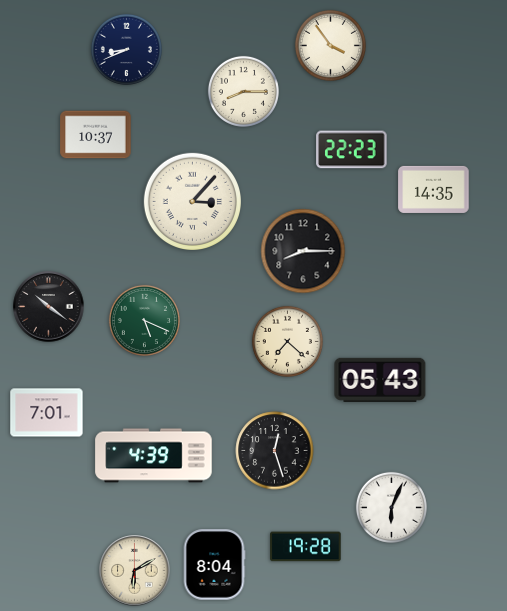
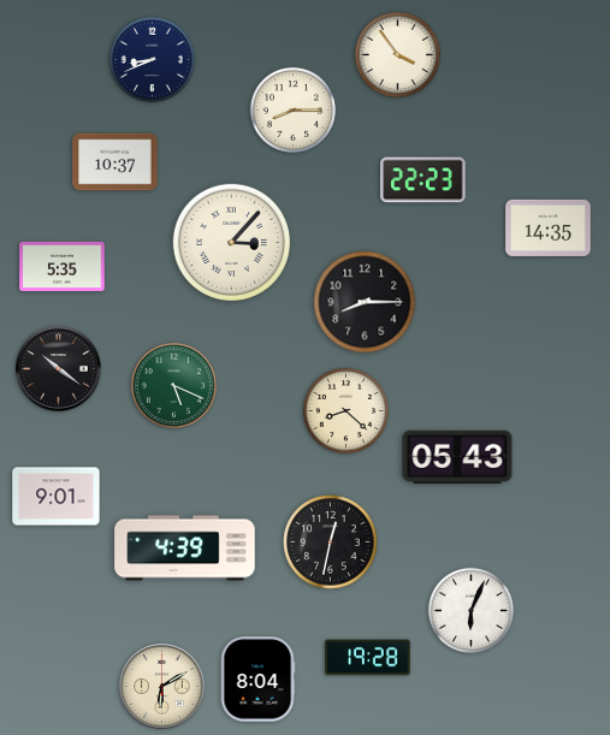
clock at (434, 189) position: (434, 189) -> (549, 227)
clock at (63, 266): none -> 5:35
clock at (287, 341): 7:22 -> 8:22
clock at (47, 413): 7:01 -> 9:01
clock at (275, 451): 12:27 -> 12:32
